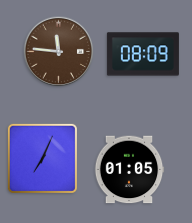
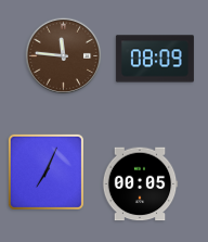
clock at (129, 170): 01:05 -> 00:05
